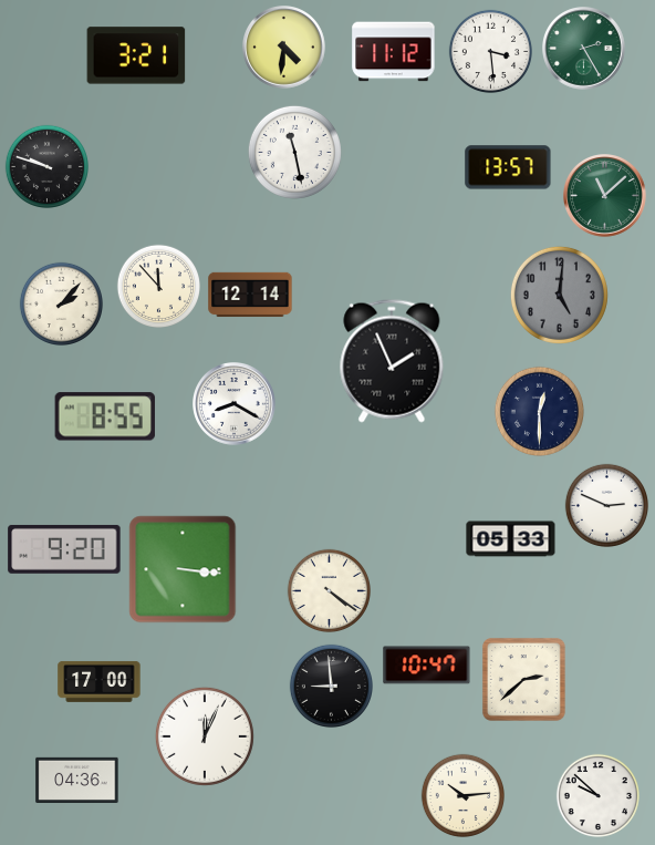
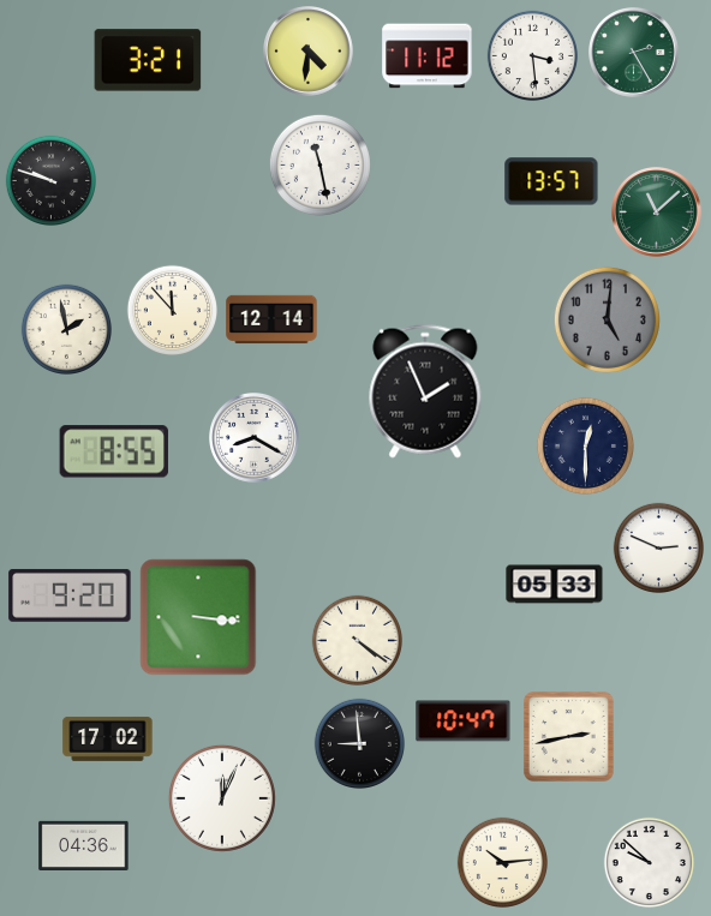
clock at (61, 303): 2:07 -> 1:58
clock at (523, 679): 2:38 -> 2:43
clock at (100, 681): 17:00 -> 17:02
